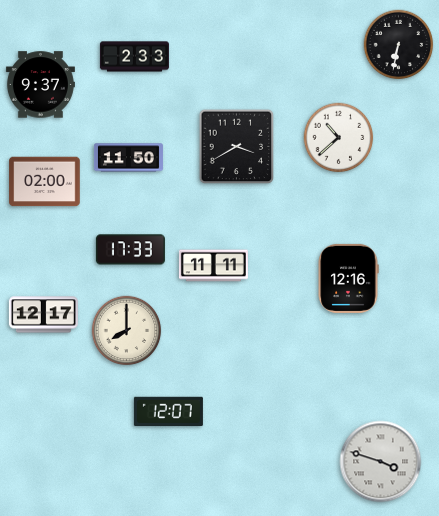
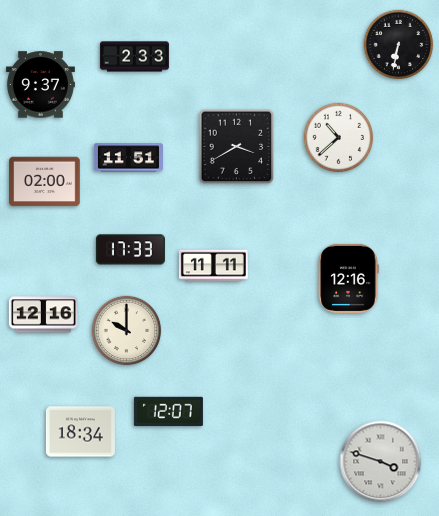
clock at (128, 158): 11:50 -> 11:51
clock at (43, 315): 12:17 -> 12:16
clock at (127, 331): 8:00 -> 10:00
clock at (80, 432): none -> 18:34
